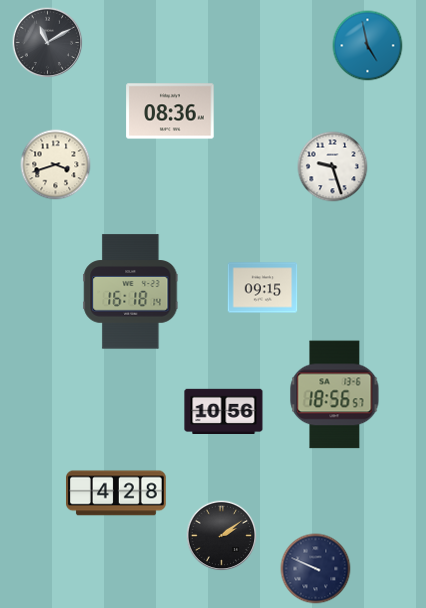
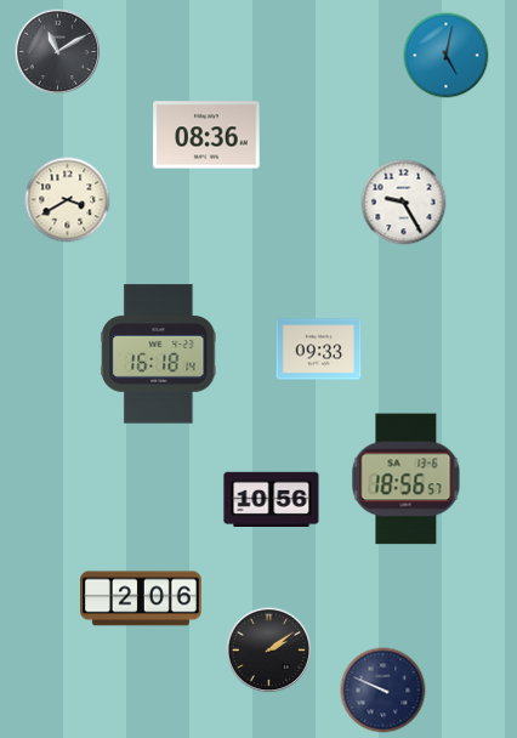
clock at (368, 46): 4:58 -> 5:02
clock at (56, 165): 3:42 -> 3:40
clock at (333, 167): 9:27 -> 9:25
clock at (263, 288): 09:15 -> 09:33
clock at (117, 493): 4:28 -> 2:06
